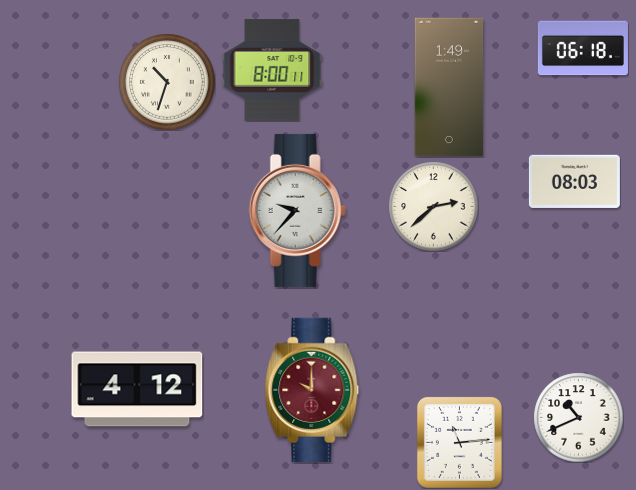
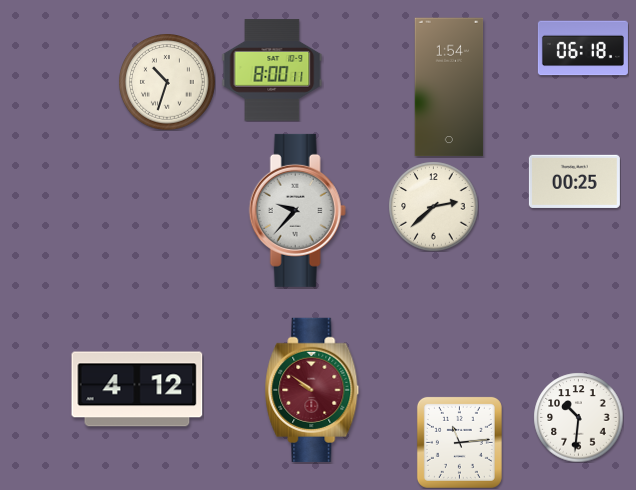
clock at (449, 87): 1:49 -> 1:54
clock at (574, 181): 08:03 -> 00:25
clock at (312, 390): 10:00 -> 9:51
clock at (578, 417): 10:41 -> 10:31
